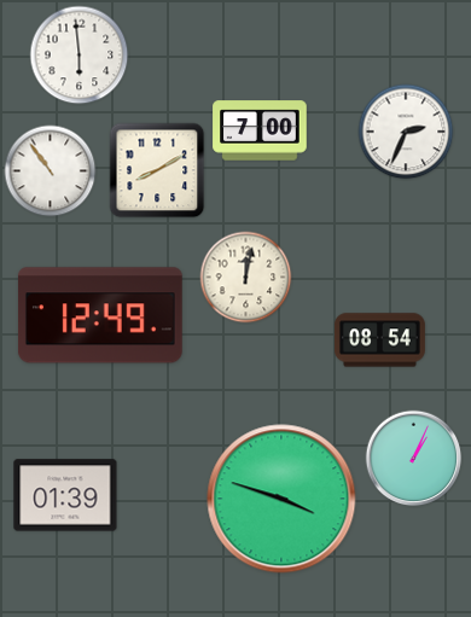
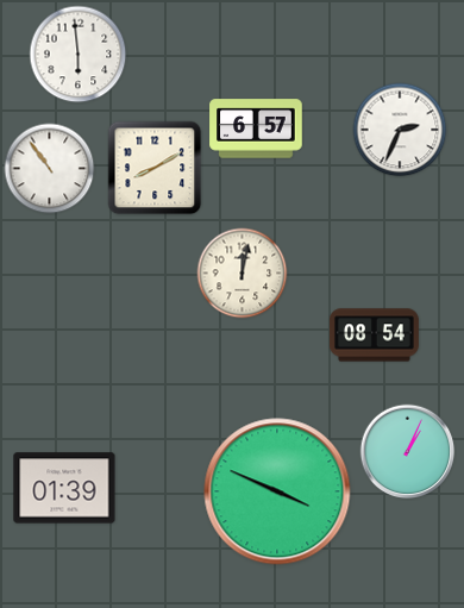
clock at (260, 130): 7:00 -> 6:57
clock at (100, 315): 12:49 -> none
clock at (281, 499): 3:48 -> 3:49
